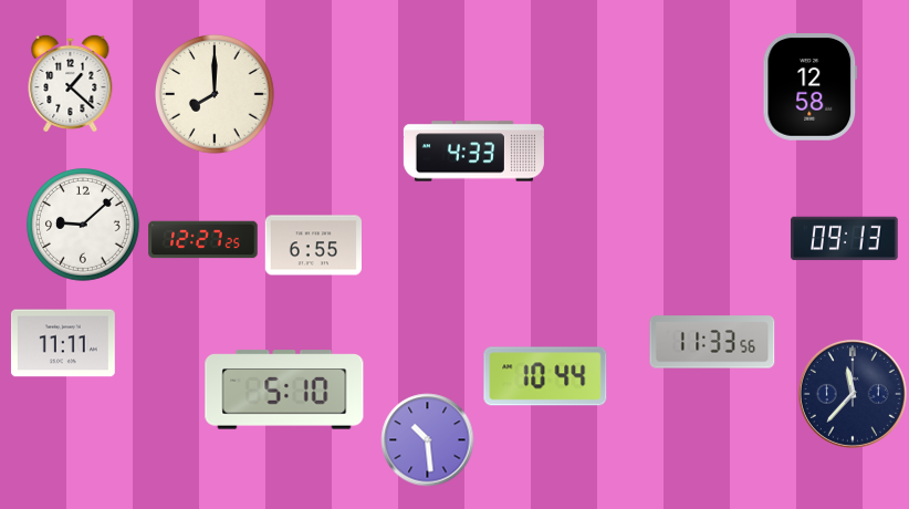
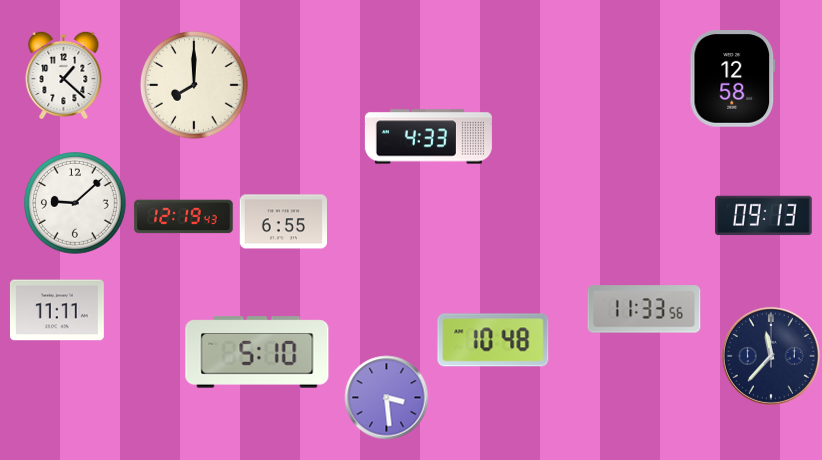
clock at (203, 240): 12:27 -> 12:19
clock at (545, 376): 10:44 -> 10:48
clock at (428, 440): 10:29 -> 3:29
